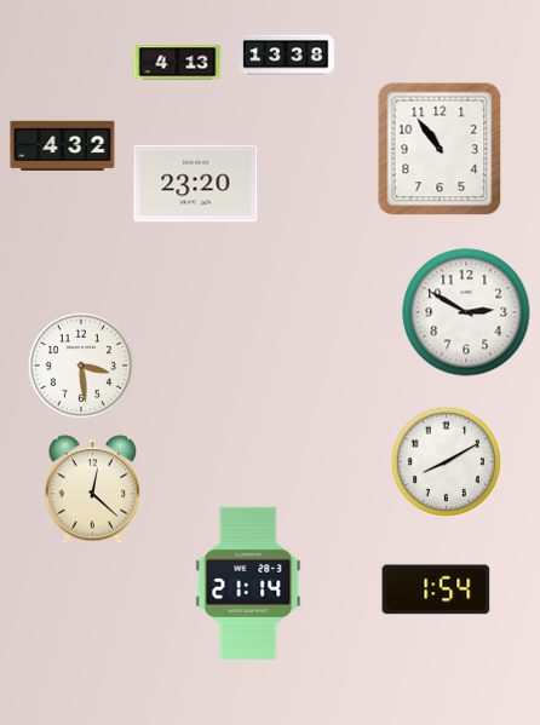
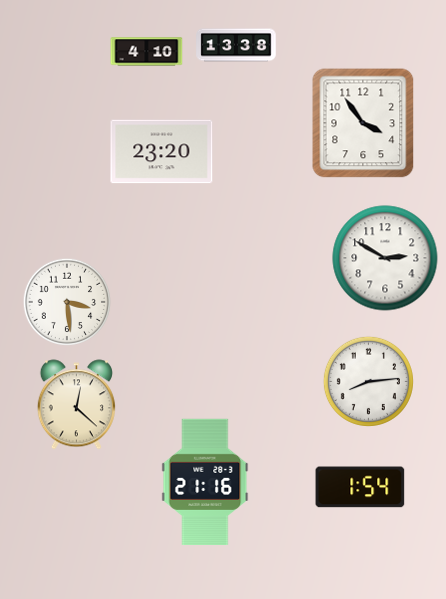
clock at (178, 63): 4:13 -> 4:10
clock at (63, 145): 4:32 -> none
clock at (440, 149): 10:54 -> 3:54
clock at (446, 461): 8:10 -> 8:14
clock at (248, 582): 21:14 -> 21:16
